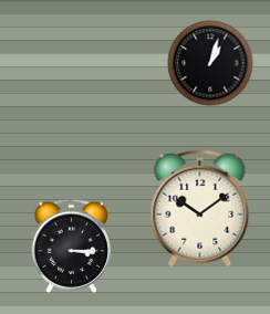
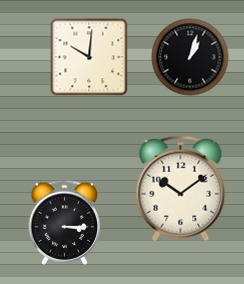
clock at (89, 57): none -> 10:01
